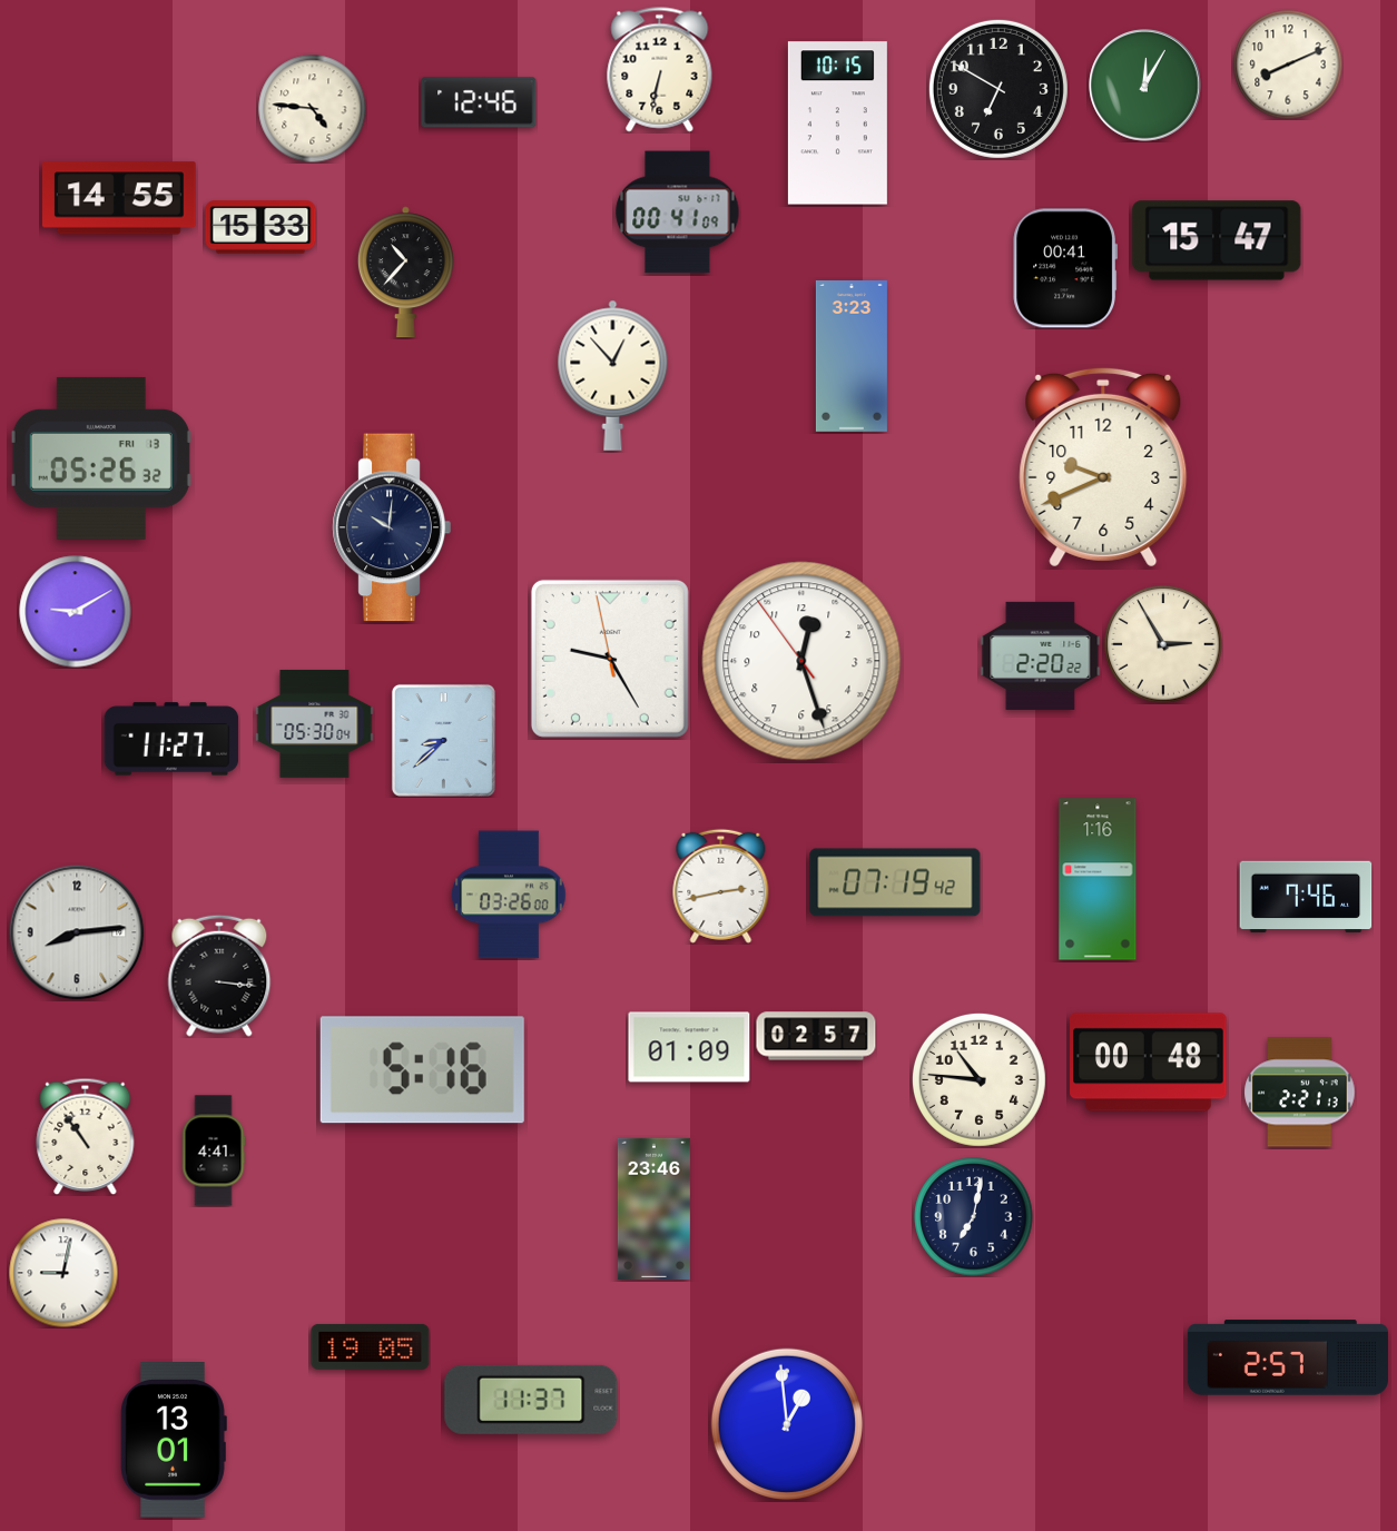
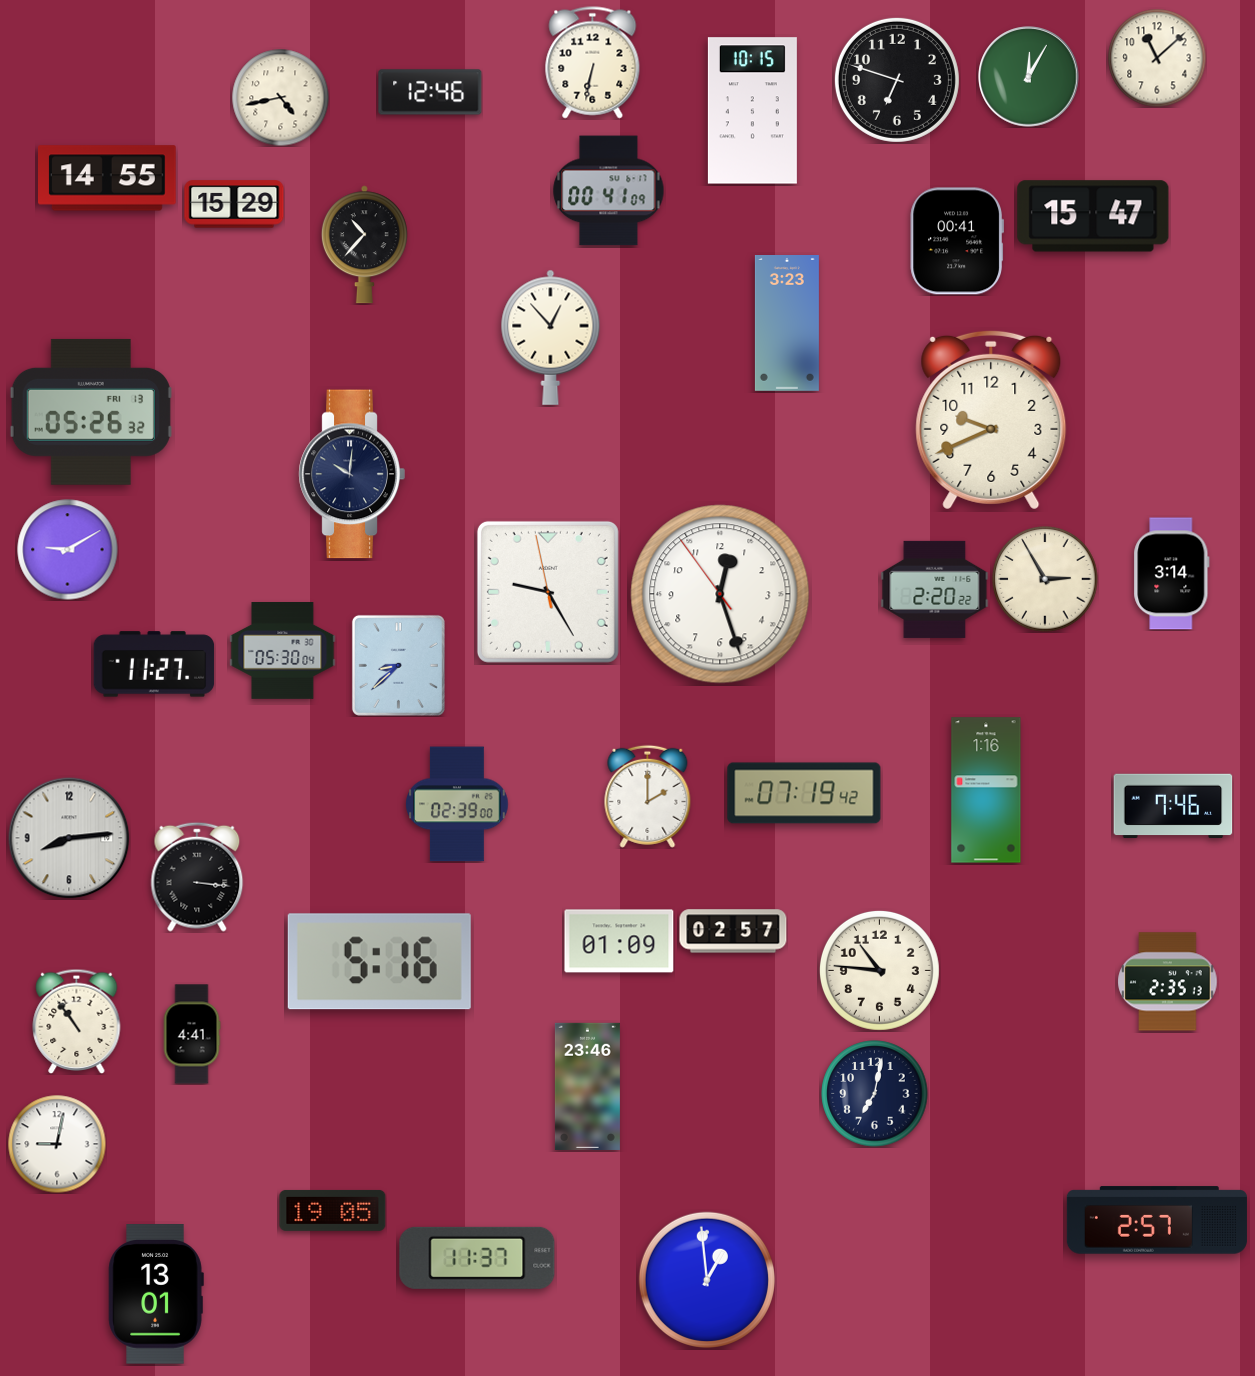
clock at (1288, 65): 8:11 -> 11:08
clock at (998, 89): 6:50 -> 6:48
clock at (312, 108): 4:46 -> 4:43
clock at (260, 227): 15:33 -> 15:29
clock at (852, 357) position: (852, 357) -> (787, 324)
clock at (1172, 574): none -> 3:14
clock at (721, 886): 2:43 -> 2:00
clock at (509, 895): 03:26 -> 02:39
clock at (1149, 1063): 00:48 -> none
clock at (1300, 1093): 2:21 -> 2:35
